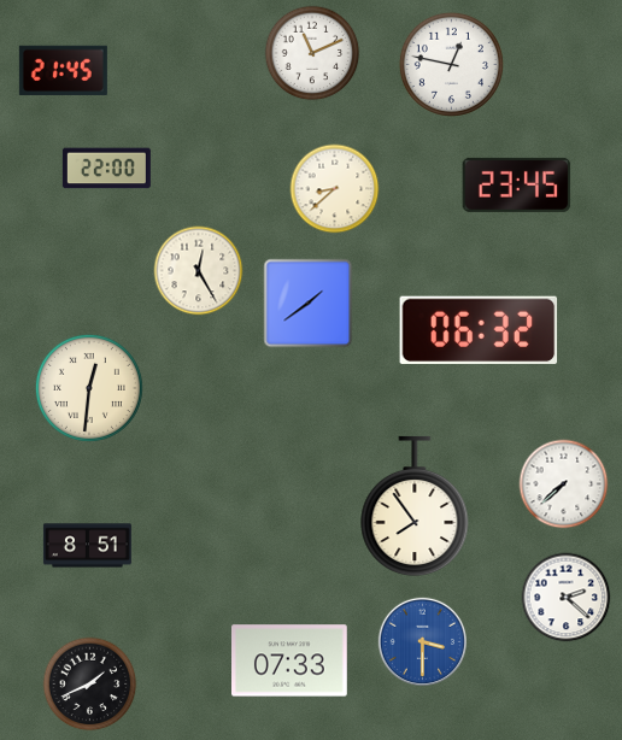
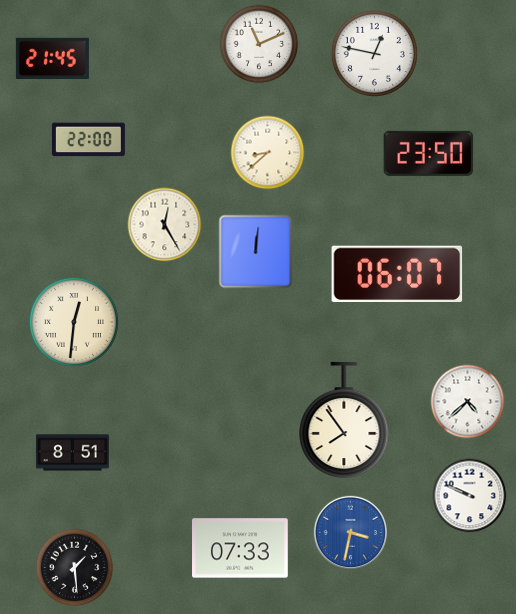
clock at (517, 184): 23:45 -> 23:50
clock at (335, 189) position: (335, 189) -> (268, 153)
clock at (309, 304): 1:39 -> 12:01
clock at (479, 329): 06:32 -> 06:07
clock at (564, 484): 7:38 -> 4:38
clock at (567, 598): 2:22 -> 9:49
clock at (422, 641): 3:30 -> 3:32
clock at (90, 685): 1:41 -> 1:29
